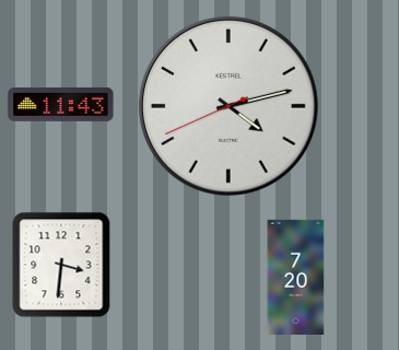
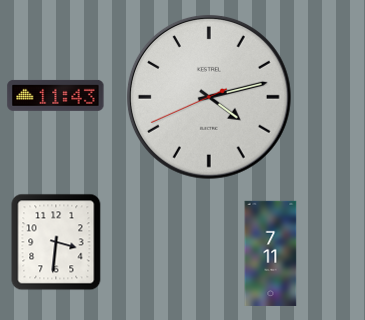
clock at (296, 277): 7:20 -> 7:11
